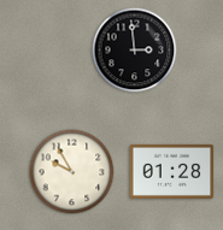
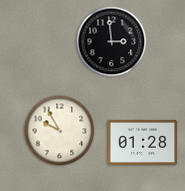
clock at (72, 172) position: (72, 172) -> (60, 131)
